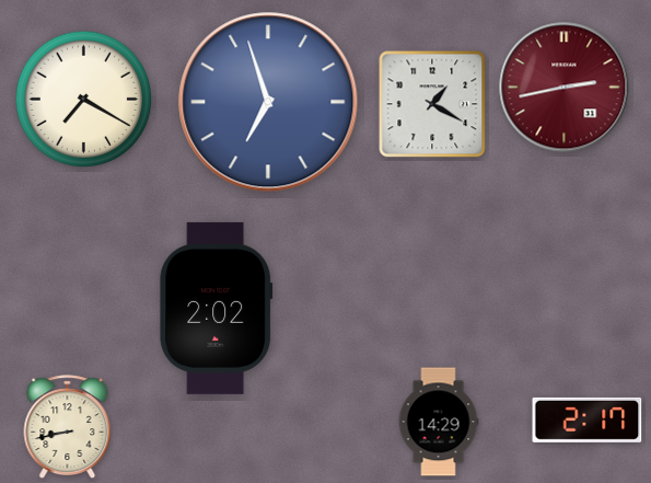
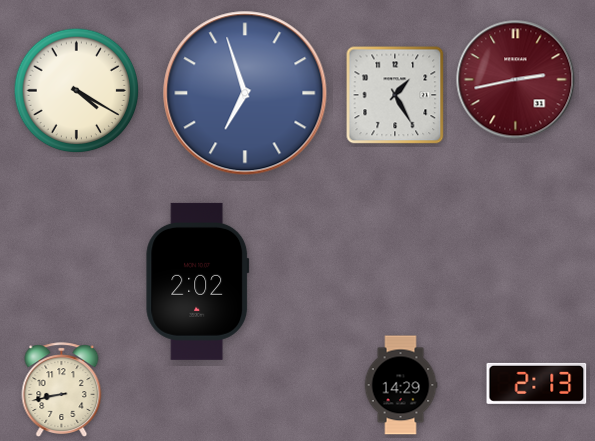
clock at (84, 100): 7:20 -> 4:20
clock at (432, 104): 1:20 -> 1:25
clock at (588, 419): 2:17 -> 2:13
